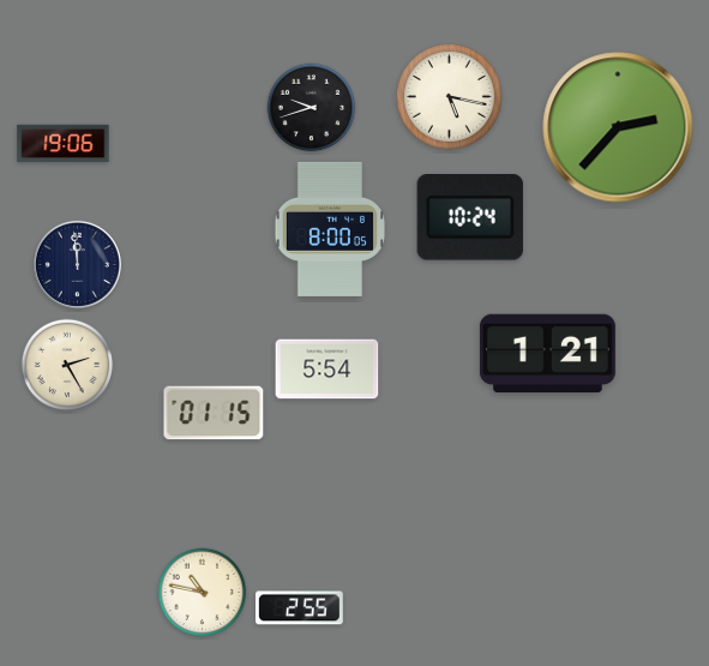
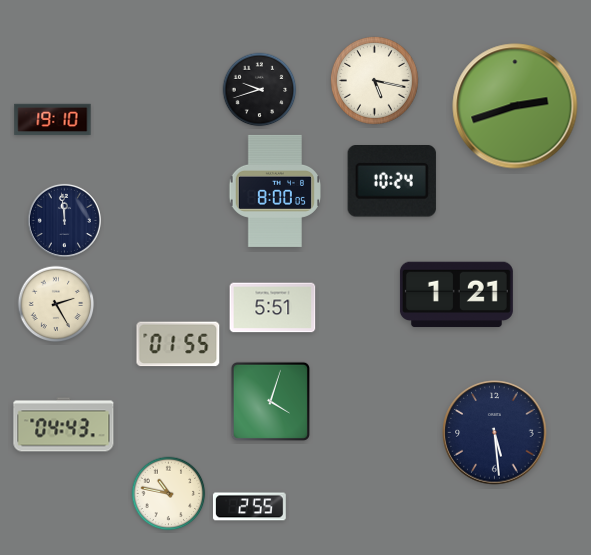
clock at (618, 127): 2:37 -> 2:42
clock at (64, 144): 19:06 -> 19:10
clock at (328, 370): 5:54 -> 5:51
clock at (214, 413): 01:15 -> 01:55
clock at (270, 401): none -> 4:03
clock at (64, 425): none -> 04:43
clock at (495, 433): none -> 5:29
